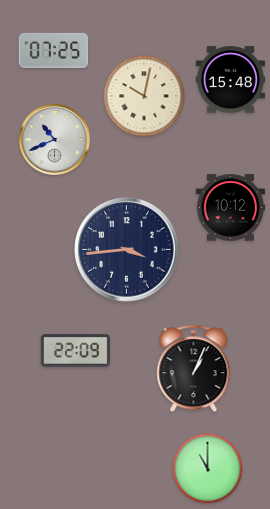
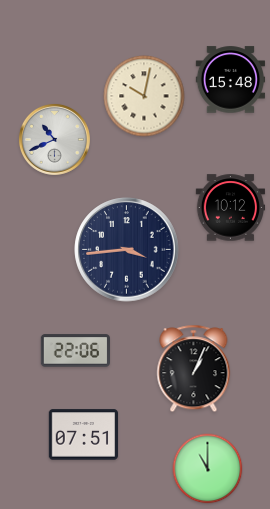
clock at (53, 50): 07:25 -> none
clock at (76, 351): 22:09 -> 22:06
clock at (84, 435): none -> 07:51
